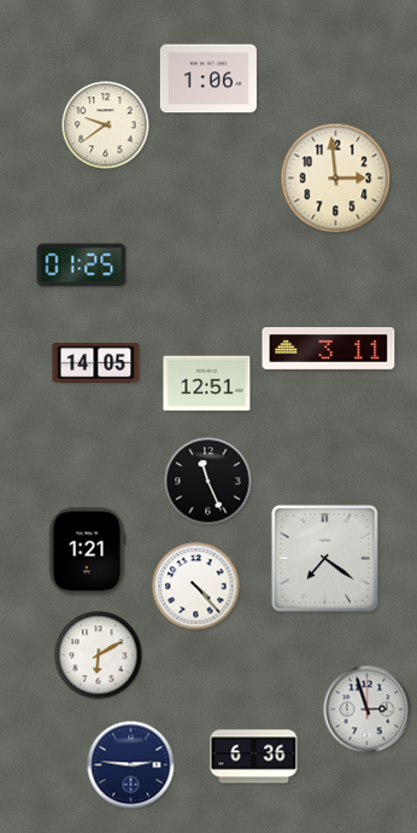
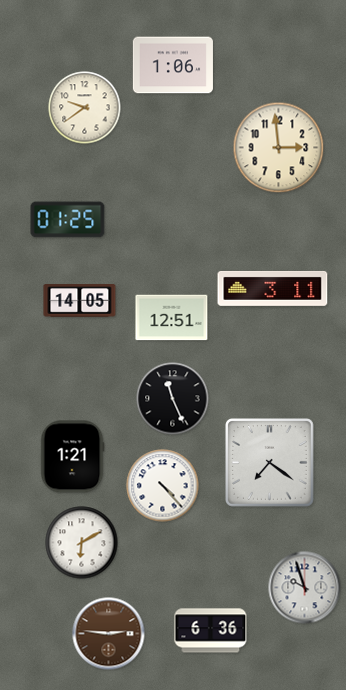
clock at (106, 126) position: (106, 126) -> (85, 108)
clock at (368, 710): 2:57 -> 9:57
clock at (254, 757) position: (254, 757) -> (211, 631)
clock at (131, 765) dial: navy -> brown
